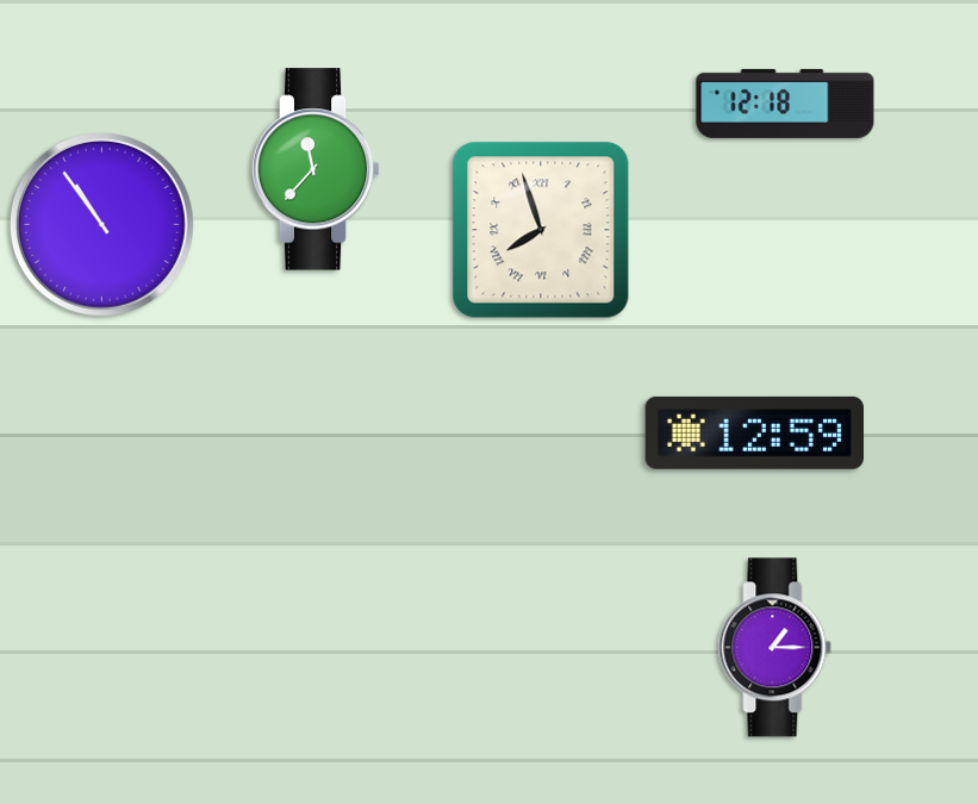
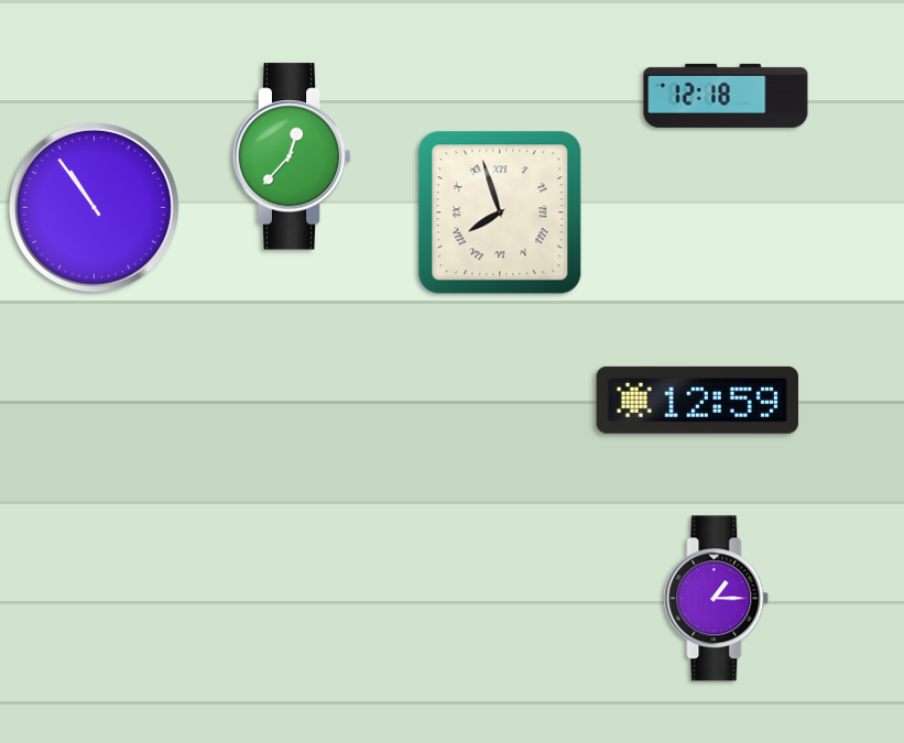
clock at (316, 169): 11:37 -> 12:37
